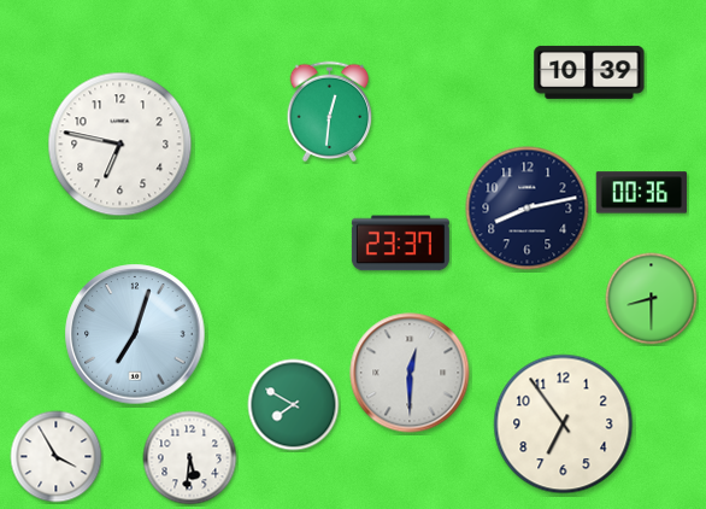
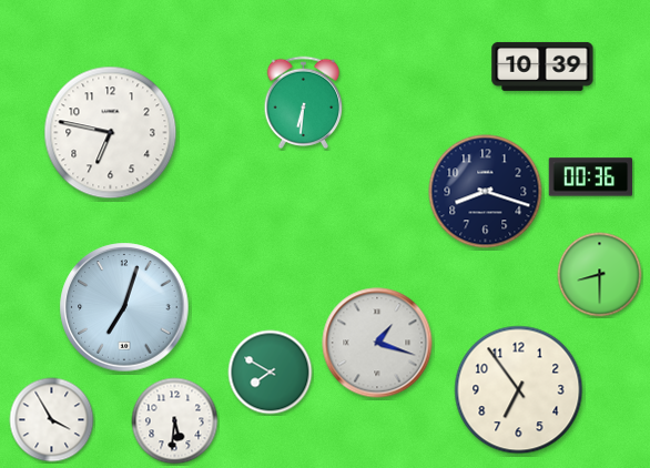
clock at (330, 112): 12:31 -> 6:31
clock at (528, 209): 8:13 -> 8:18
clock at (400, 244): 23:37 -> none
clock at (410, 373): 12:30 -> 1:18
